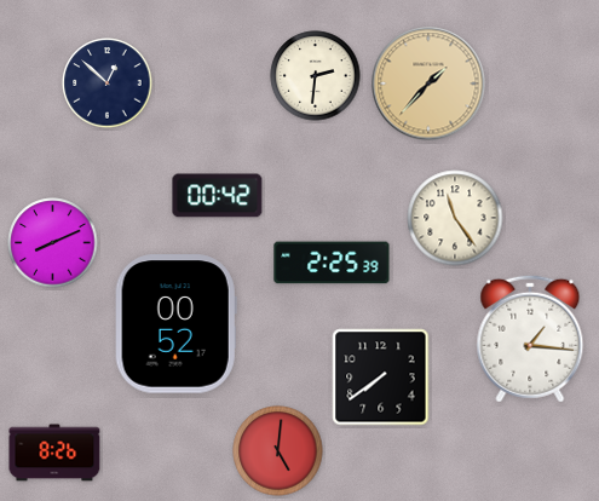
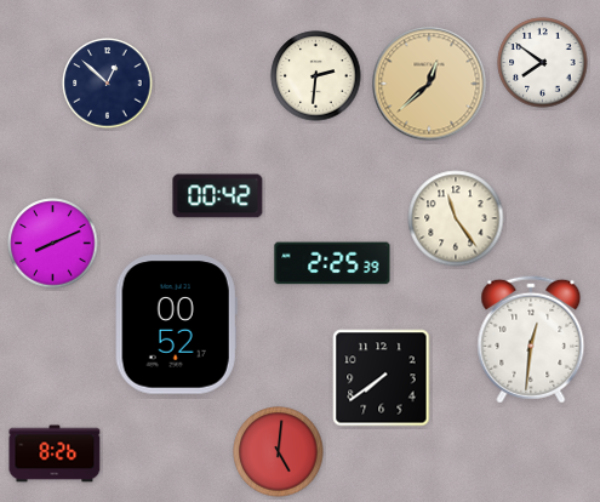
clock at (543, 63): none -> 7:51
clock at (428, 83): 1:37 -> 12:38
clock at (530, 339): 1:16 -> 12:31
